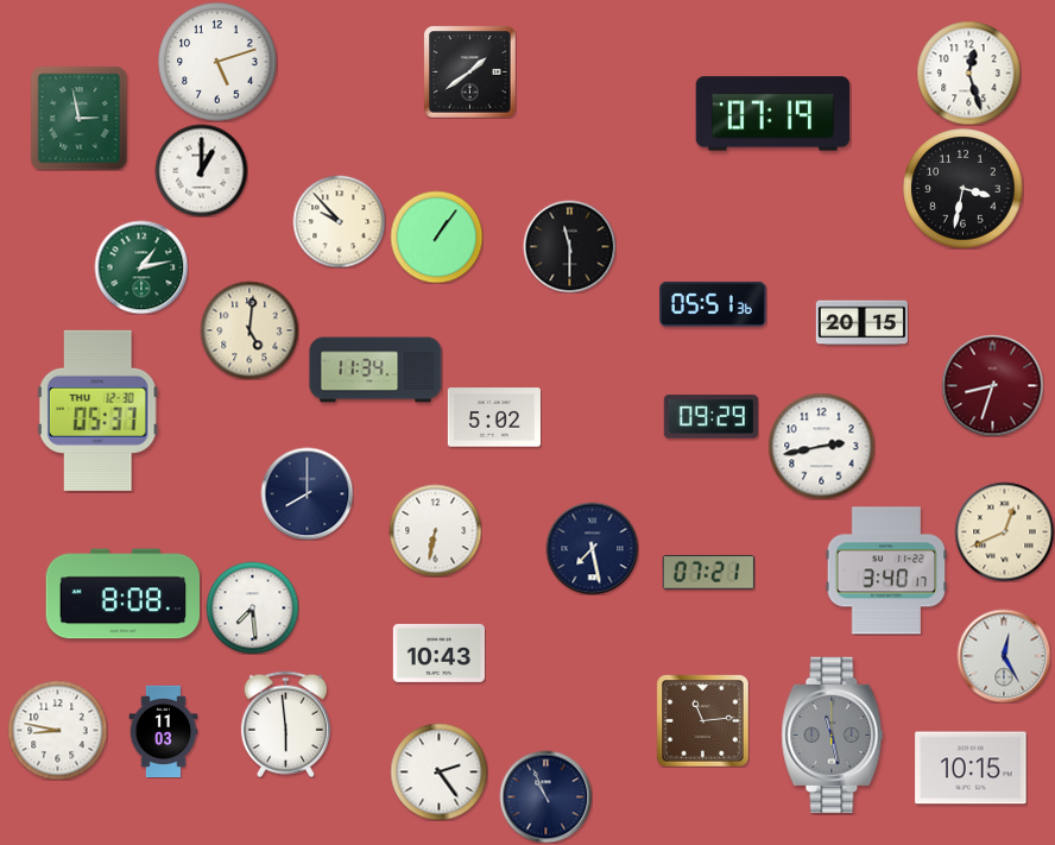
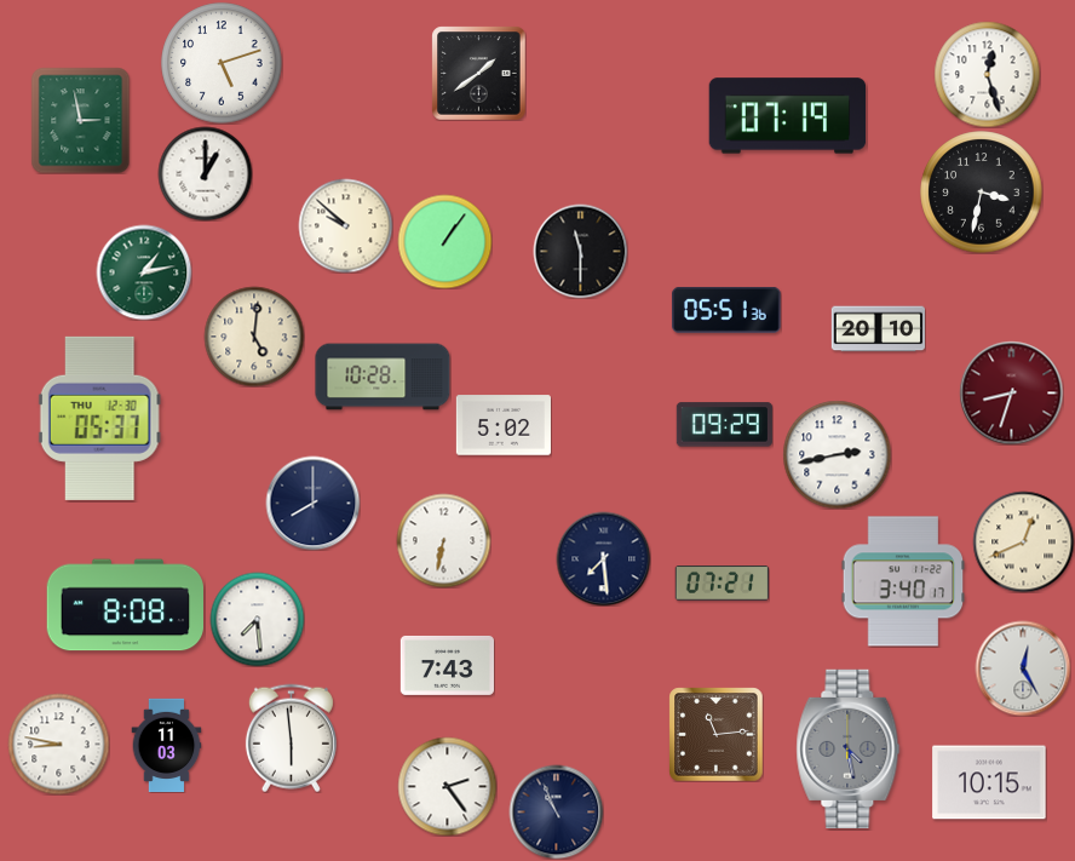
clock at (339, 221): 9:53 -> 9:52
clock at (861, 323): 20:15 -> 20:10
clock at (375, 370): 11:34 -> 10:28
clock at (592, 548): 7:28 -> 7:29
clock at (438, 652): 10:43 -> 7:43
clock at (833, 734): 11:28 -> 4:28
